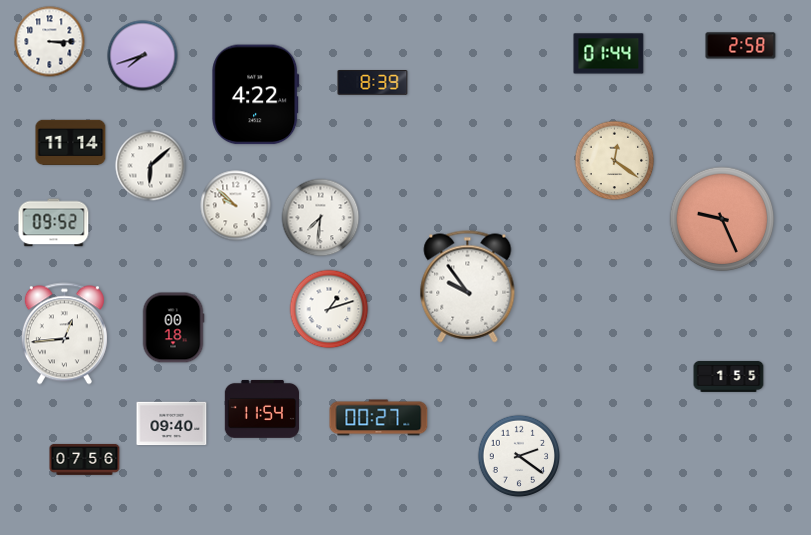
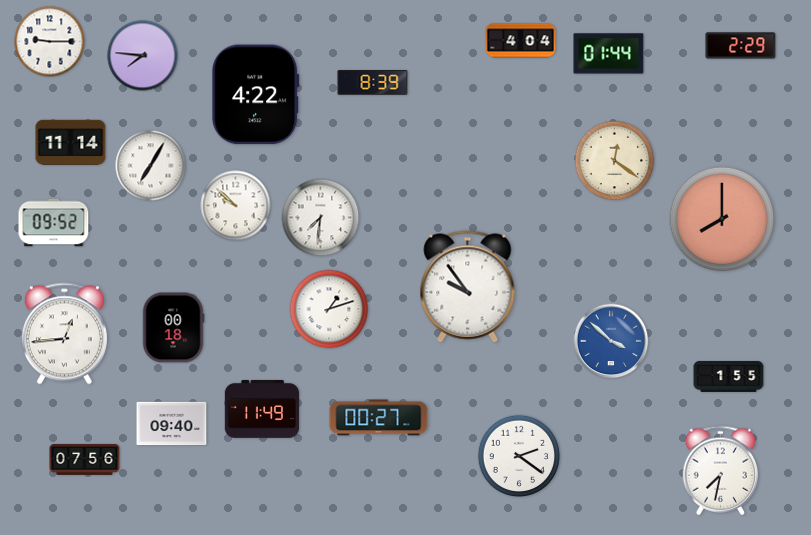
clock at (521, 41): none -> 4:04
clock at (50, 42): 3:15 -> 9:15
clock at (741, 46): 2:58 -> 2:29
clock at (143, 56): 7:42 -> 7:46
clock at (151, 166): 6:08 -> 7:05
clock at (722, 219): 9:26 -> 8:00
clock at (611, 341): none -> 3:52
clock at (261, 409): 11:54 -> 11:49
clock at (721, 471): none -> 7:32
